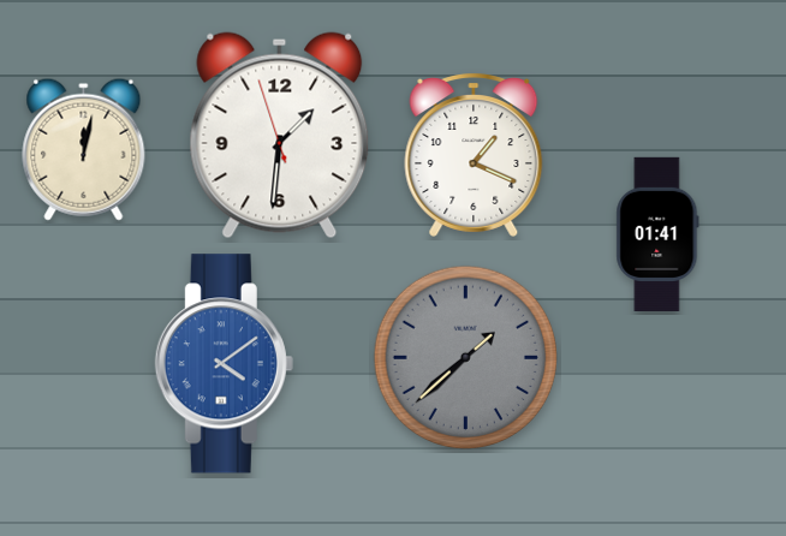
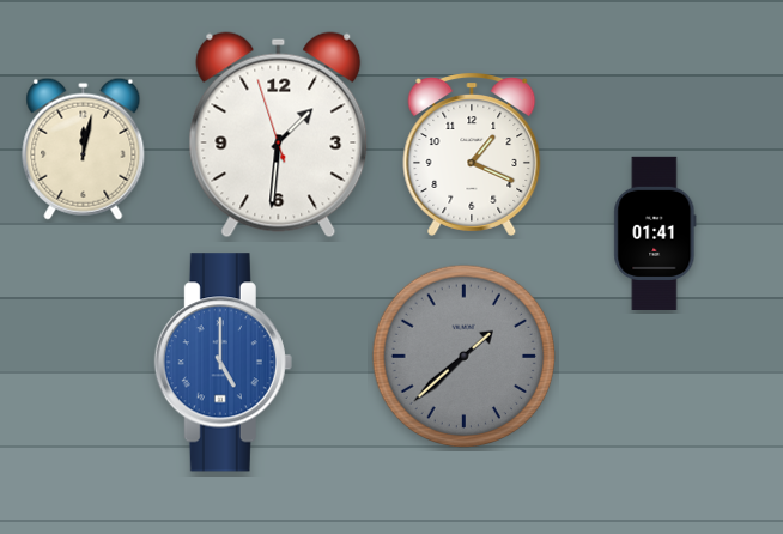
clock at (224, 364): 4:09 -> 5:00
